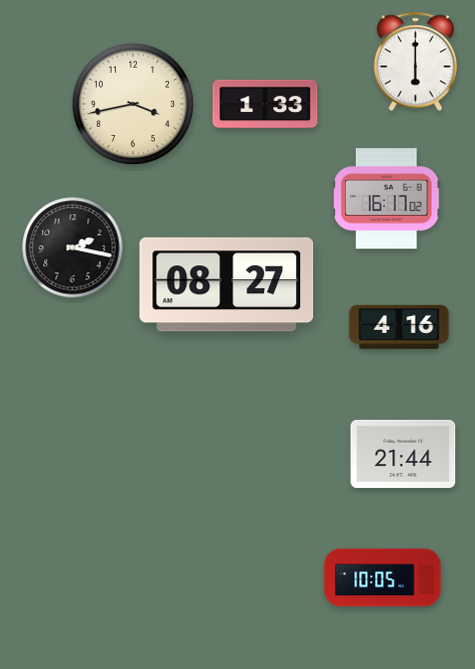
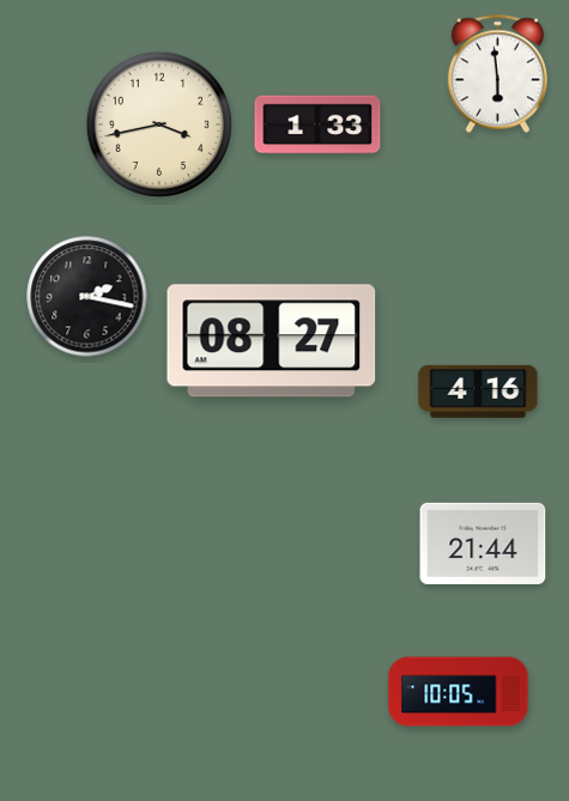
clock at (415, 62): 6:00 -> 5:59
clock at (387, 199): 16:17 -> none
